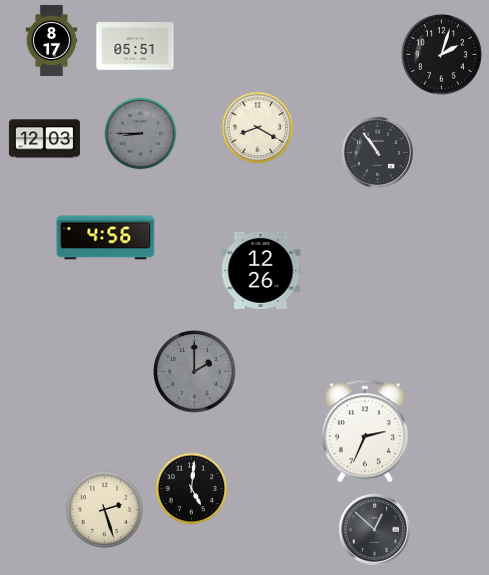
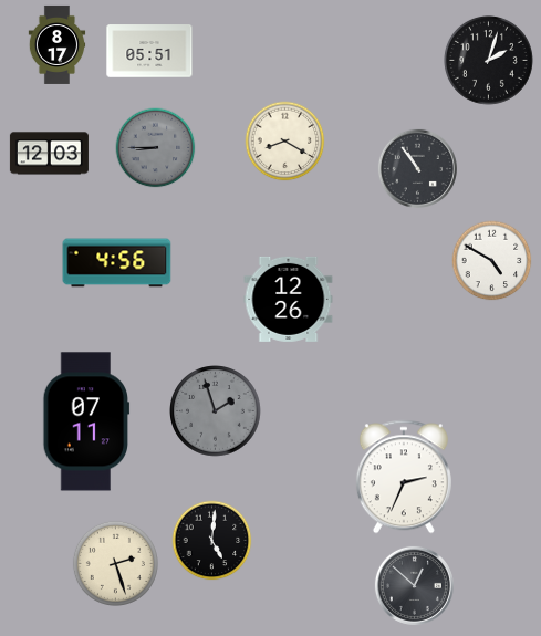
clock at (492, 261): none -> 4:50
clock at (195, 372): 2:00 -> 1:57
clock at (86, 421): none -> 07:11
